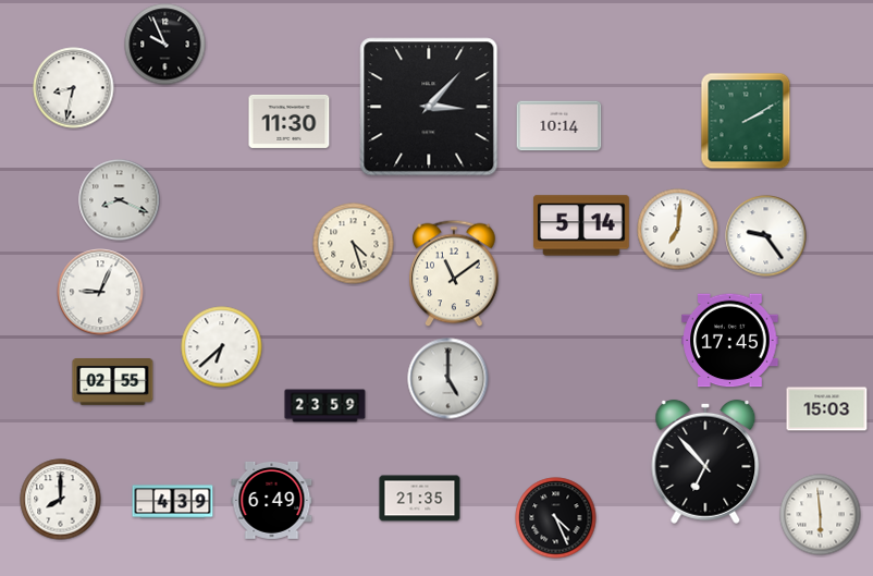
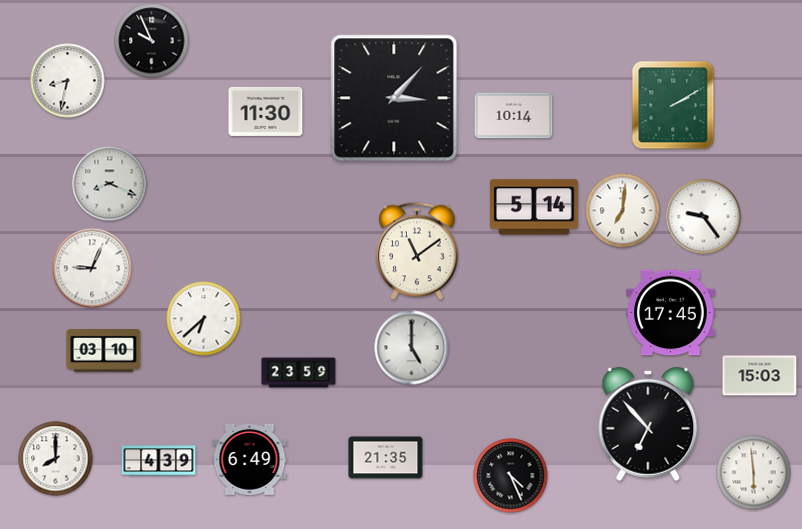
clock at (746, 121) position: (746, 121) -> (673, 105)
clock at (354, 244): 4:27 -> none
clock at (113, 382): 02:55 -> 03:10
